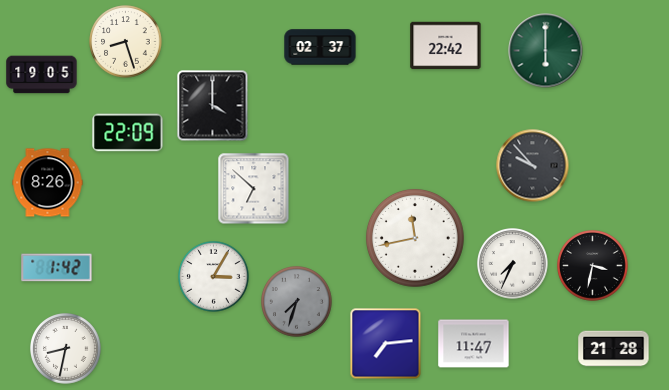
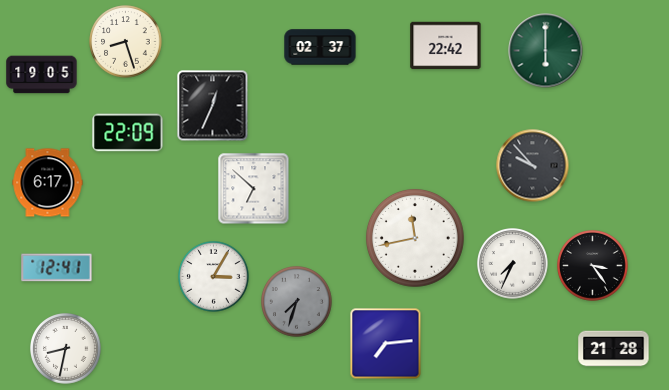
clock at (213, 106): 4:00 -> 12:34
clock at (48, 183): 8:26 -> 6:17
clock at (593, 266): 3:32 -> 3:24
clock at (57, 268): 1:42 -> 12:41
clock at (474, 344): 11:47 -> none
